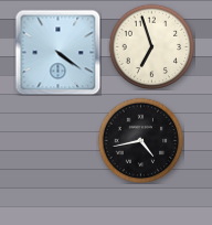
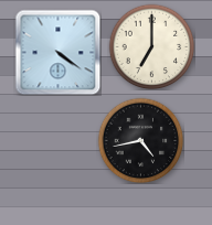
clock at (151, 46): 6:57 -> 7:00
